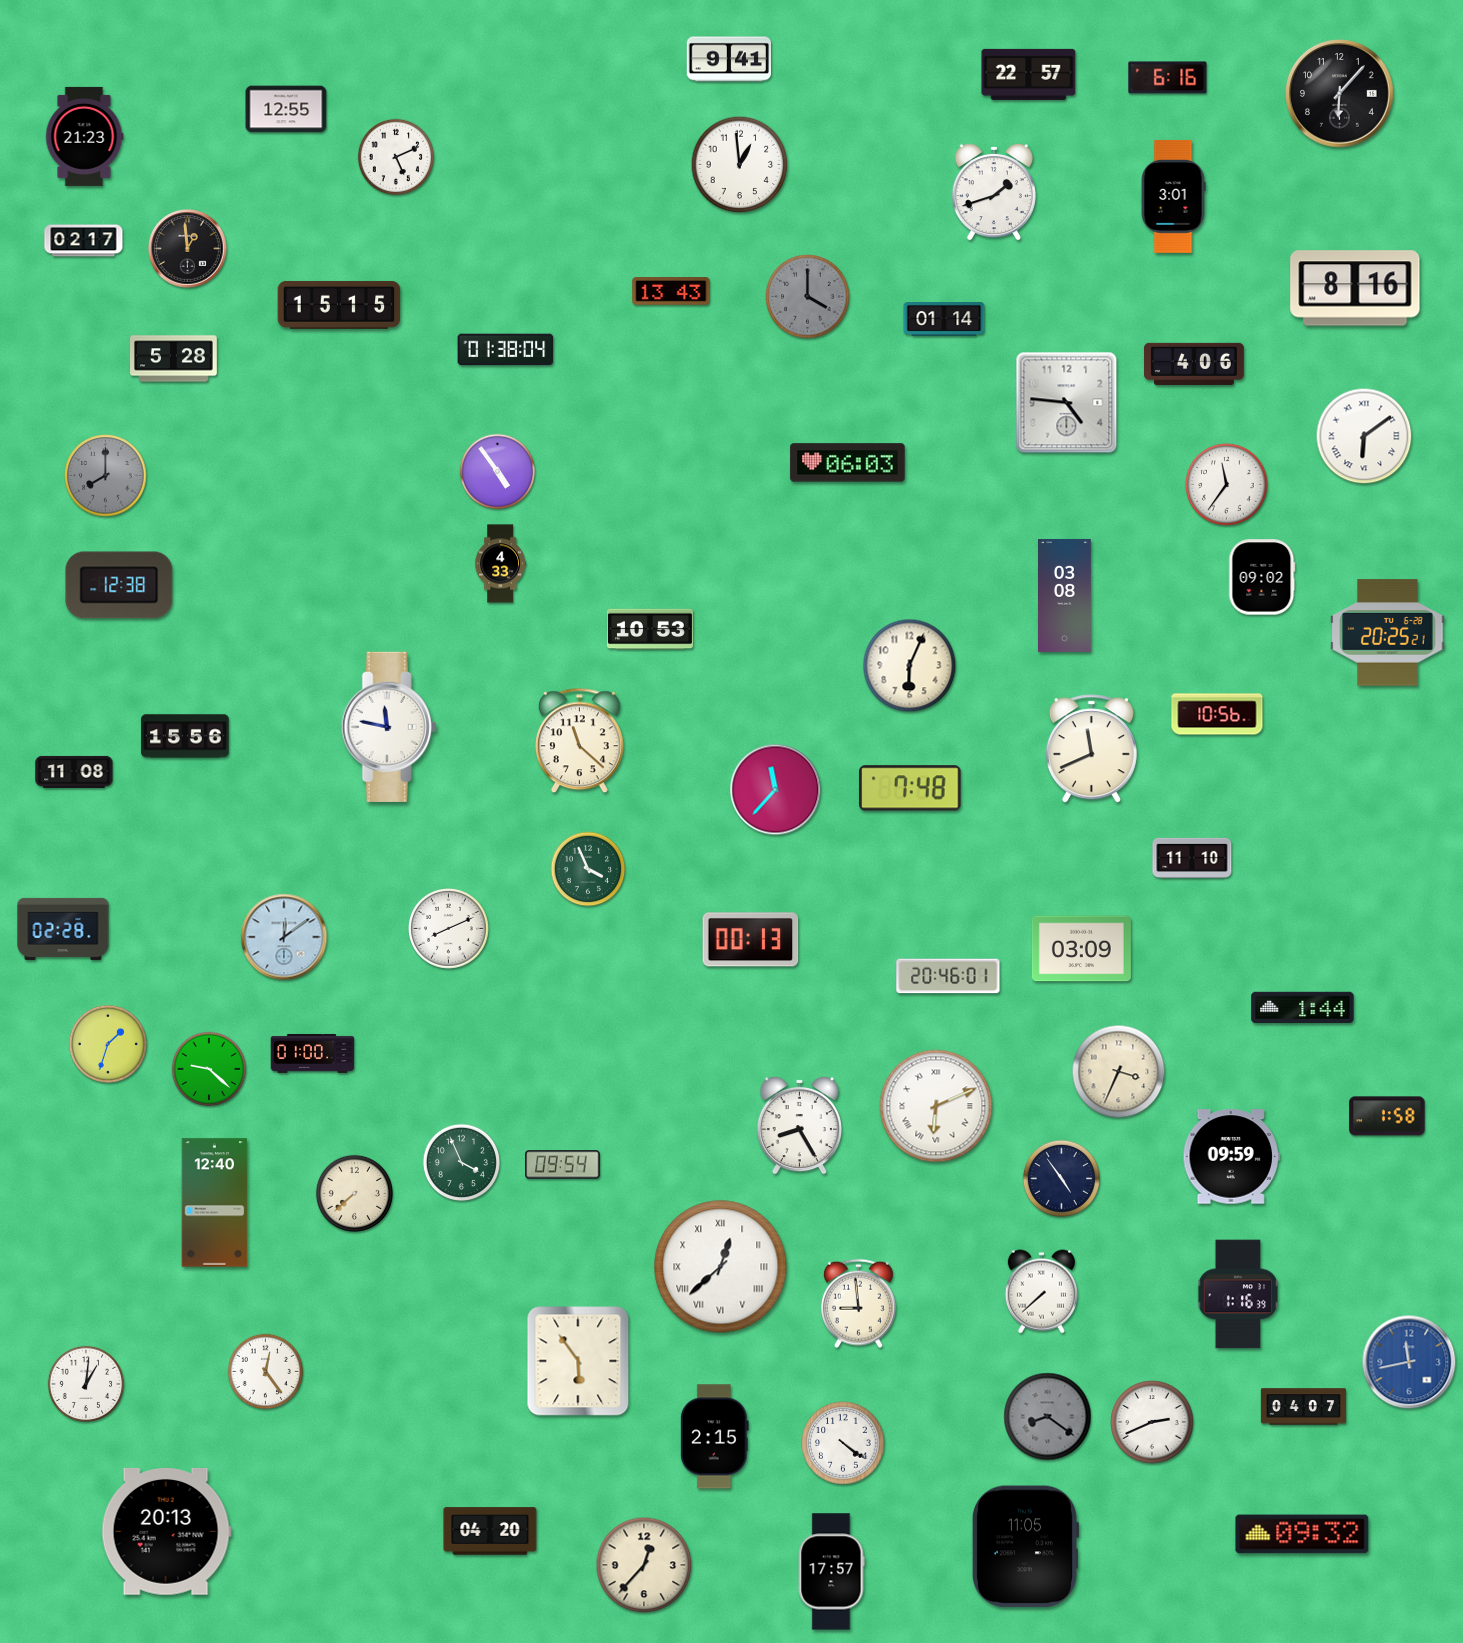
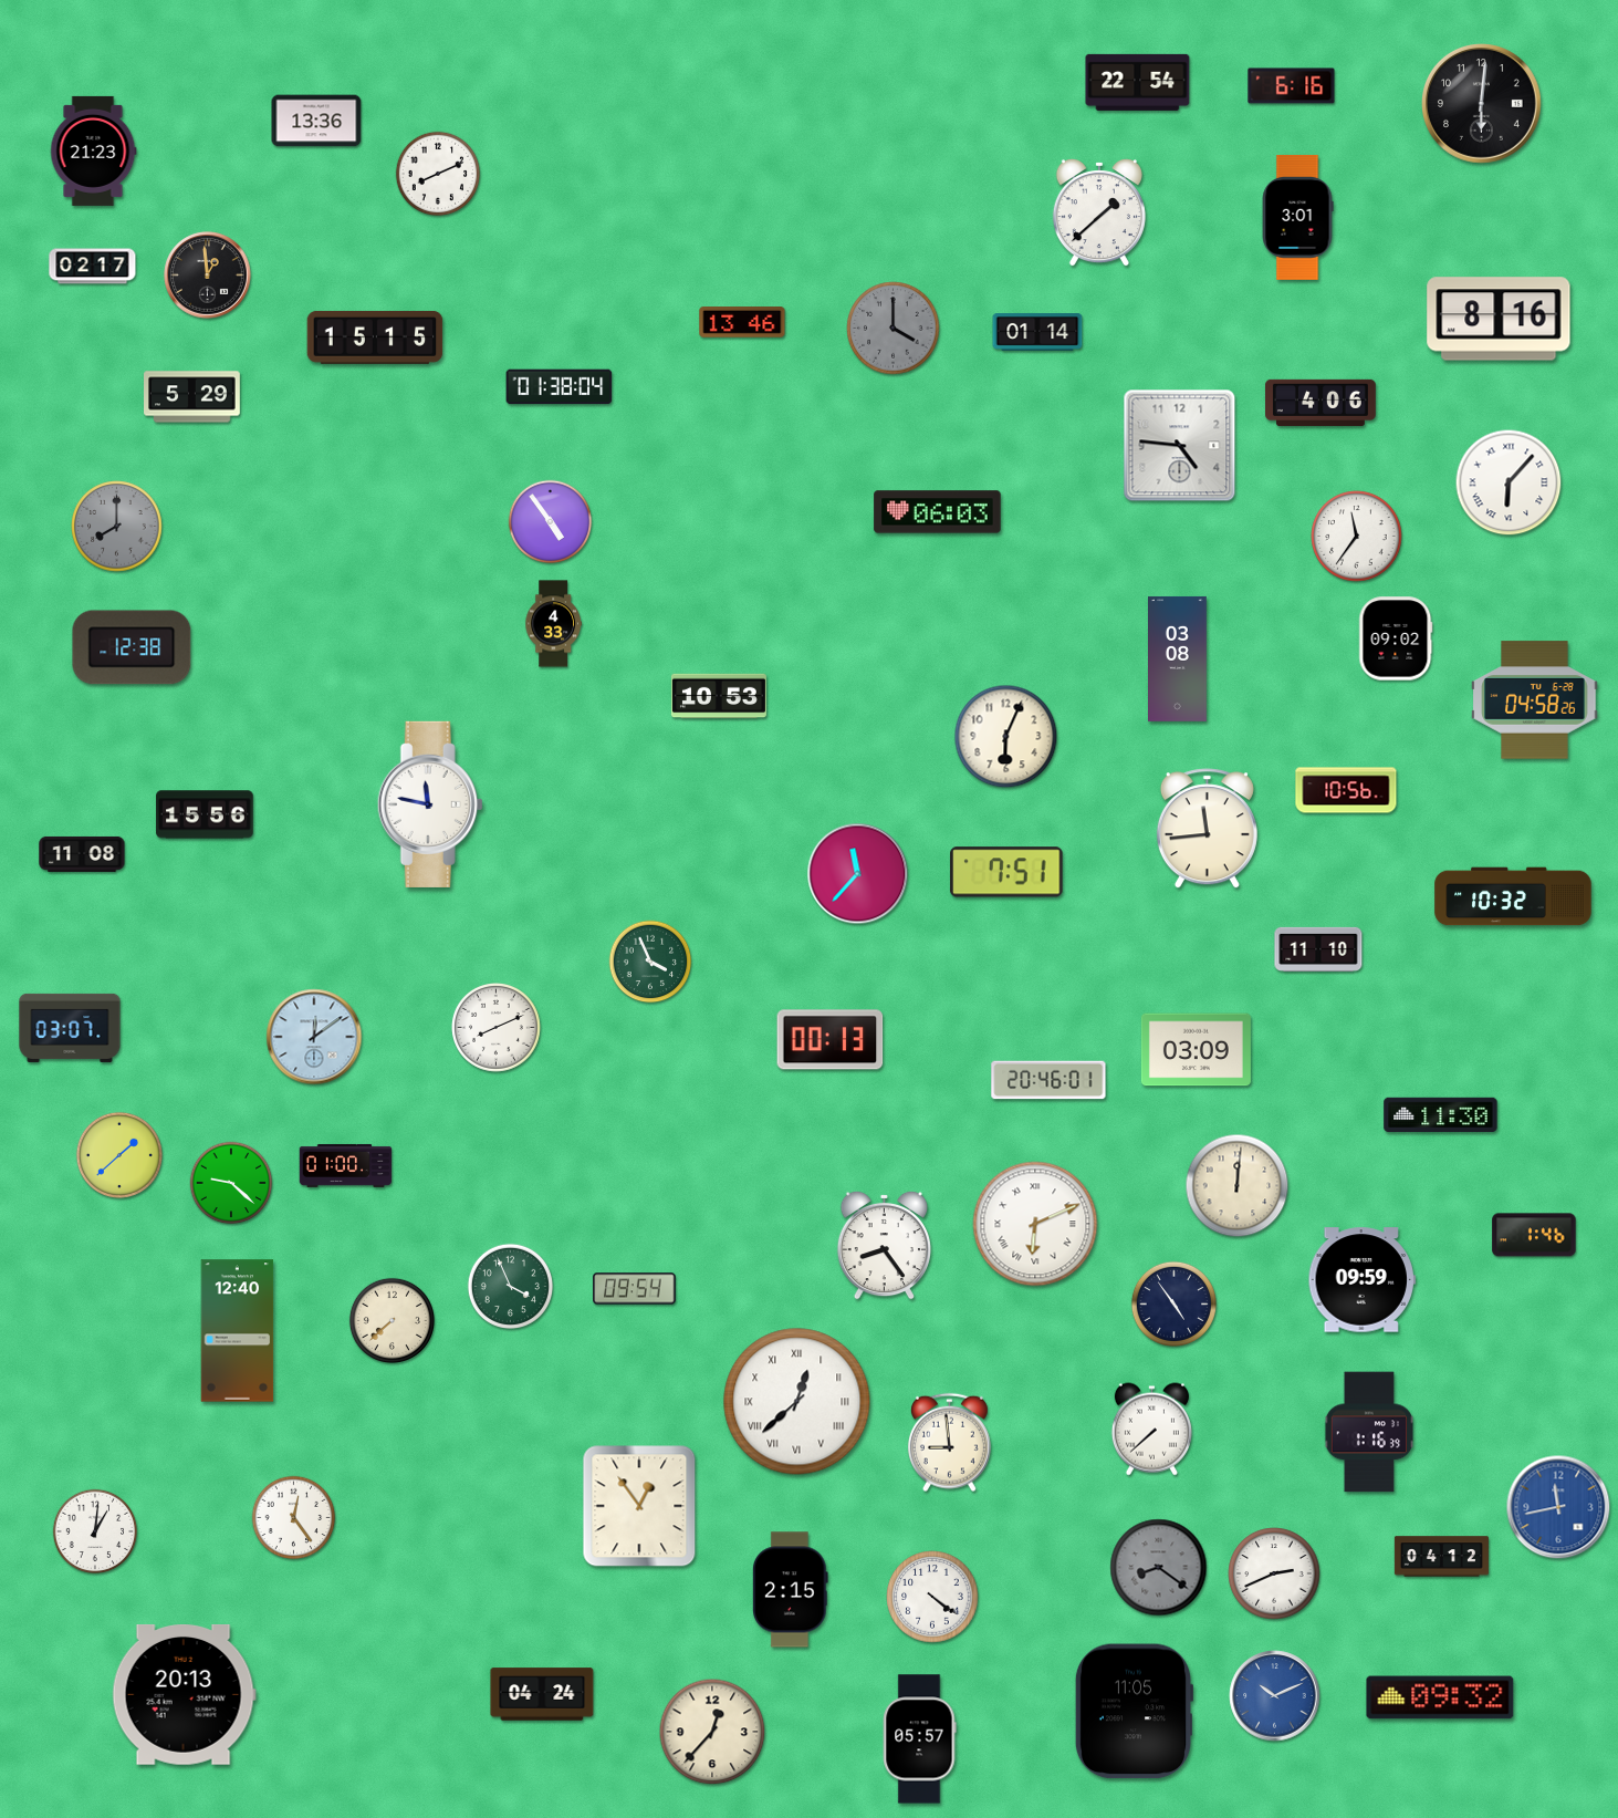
clock at (728, 59): 9:41 -> none
clock at (1029, 74): 22:57 -> 22:54
clock at (1340, 94): 6:07 -> 6:01
clock at (286, 109): 12:55 -> 13:36
clock at (396, 157): 5:11 -> 8:11
clock at (740, 165): 12:59 -> none
clock at (994, 193): 1:42 -> 1:38
clock at (671, 291): 13:43 -> 13:46
clock at (944, 320) position: (944, 320) -> (1037, 333)
clock at (174, 359): 5:28 -> 5:29
clock at (1364, 436): 6:09 -> 6:07
clock at (1388, 633): 20:25 -> 04:58
clock at (579, 741): 11:22 -> none
clock at (1091, 749): 11:41 -> 11:44
clock at (910, 788): 7:48 -> 7:51
clock at (1513, 896): none -> 10:32
clock at (63, 929): 02:28 -> 03:07
clock at (1303, 1007): 1:44 -> 11:30
clock at (108, 1044): 1:33 -> 1:38
clock at (1119, 1072): 3:34 -> 12:01
clock at (1387, 1116): 1:58 -> 1:46
clock at (799, 1125): 8:25 -> 8:24
clock at (563, 1165) position: (563, 1165) -> (635, 1289)
clock at (578, 1361): 5:54 -> 12:54
clock at (1303, 1407): 04:07 -> 04:12
clock at (490, 1531): 04:20 -> 04:24
clock at (1275, 1696): none -> 10:11
clock at (831, 1572): 17:57 -> 05:57
